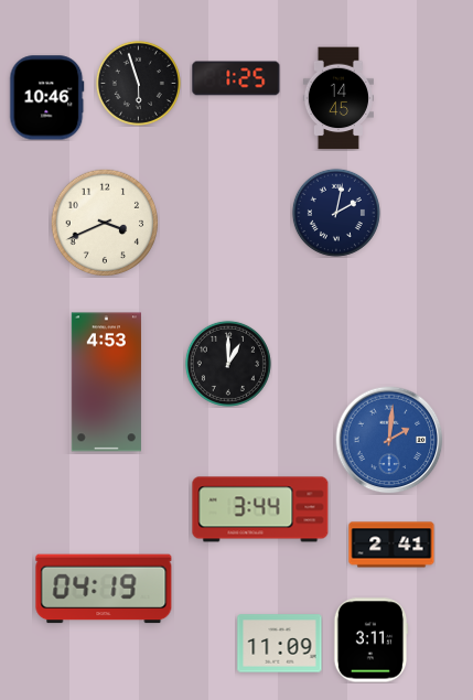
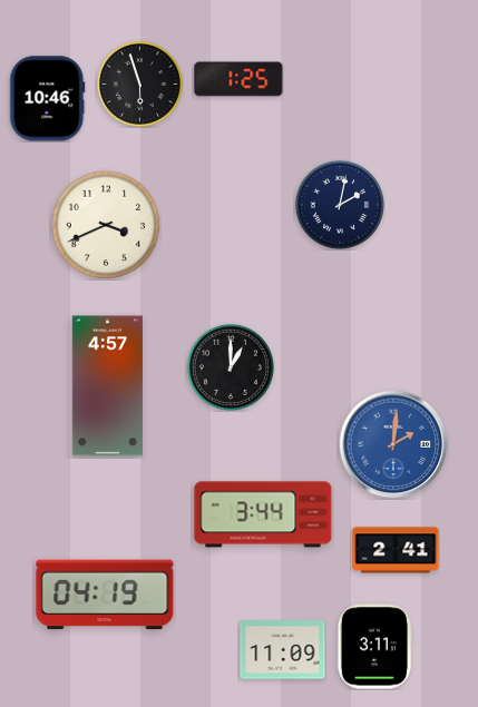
clock at (338, 98): 14:45 -> none
clock at (336, 213) position: (336, 213) -> (340, 205)
clock at (106, 383): 4:53 -> 4:57
